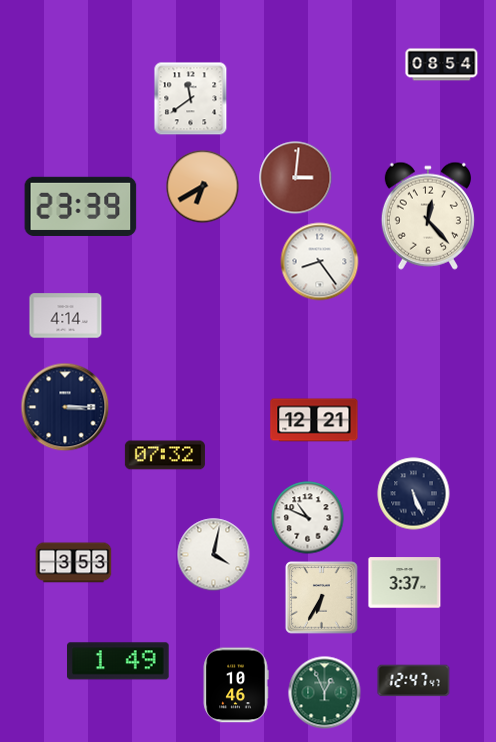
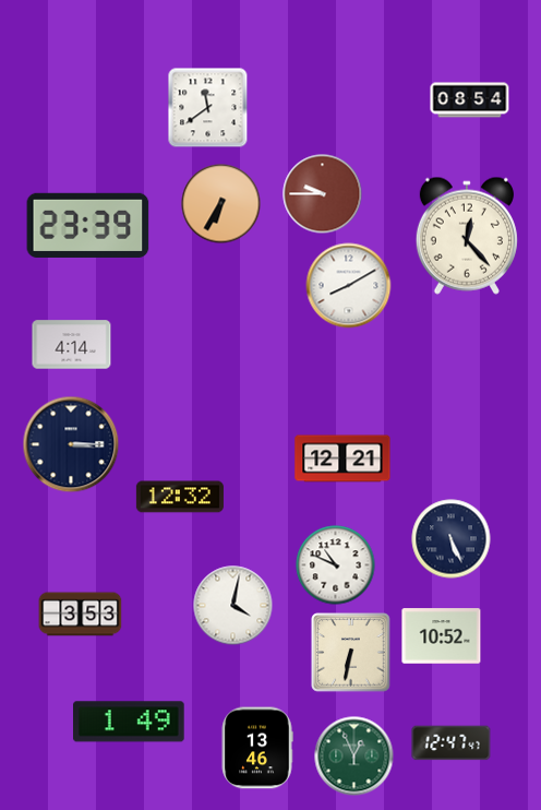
clock at (442, 65) position: (442, 65) -> (470, 100)
clock at (296, 178): 3:01 -> 9:45
clock at (203, 187): 6:40 -> 6:35
clock at (320, 262): 8:24 -> 8:10
clock at (165, 455): 07:32 -> 12:32
clock at (405, 583): 3:37 -> 10:52
clock at (322, 598): 6:35 -> 6:32
clock at (236, 685): 10:46 -> 13:46
